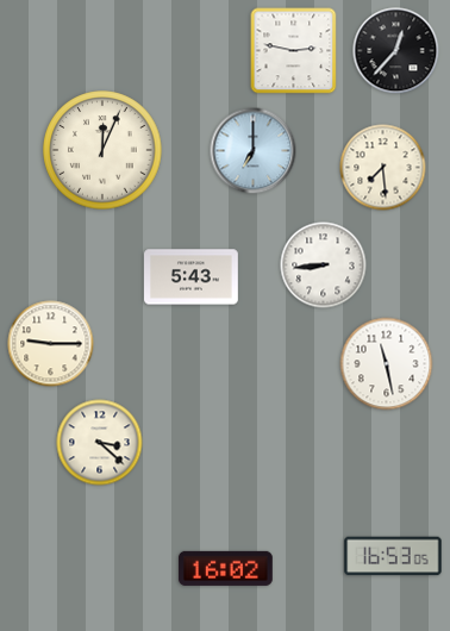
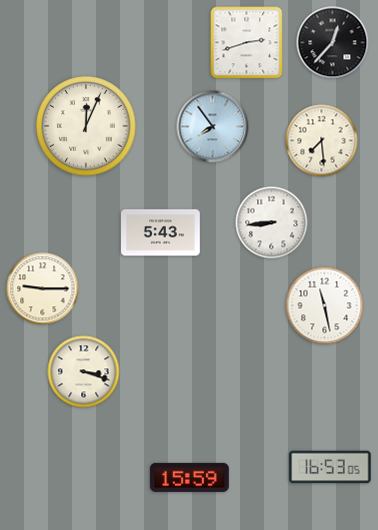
clock at (294, 51): 2:47 -> 2:42
clock at (254, 151): 7:00 -> 7:54
clock at (100, 443): 3:22 -> 3:18
clock at (225, 568): 16:02 -> 15:59
